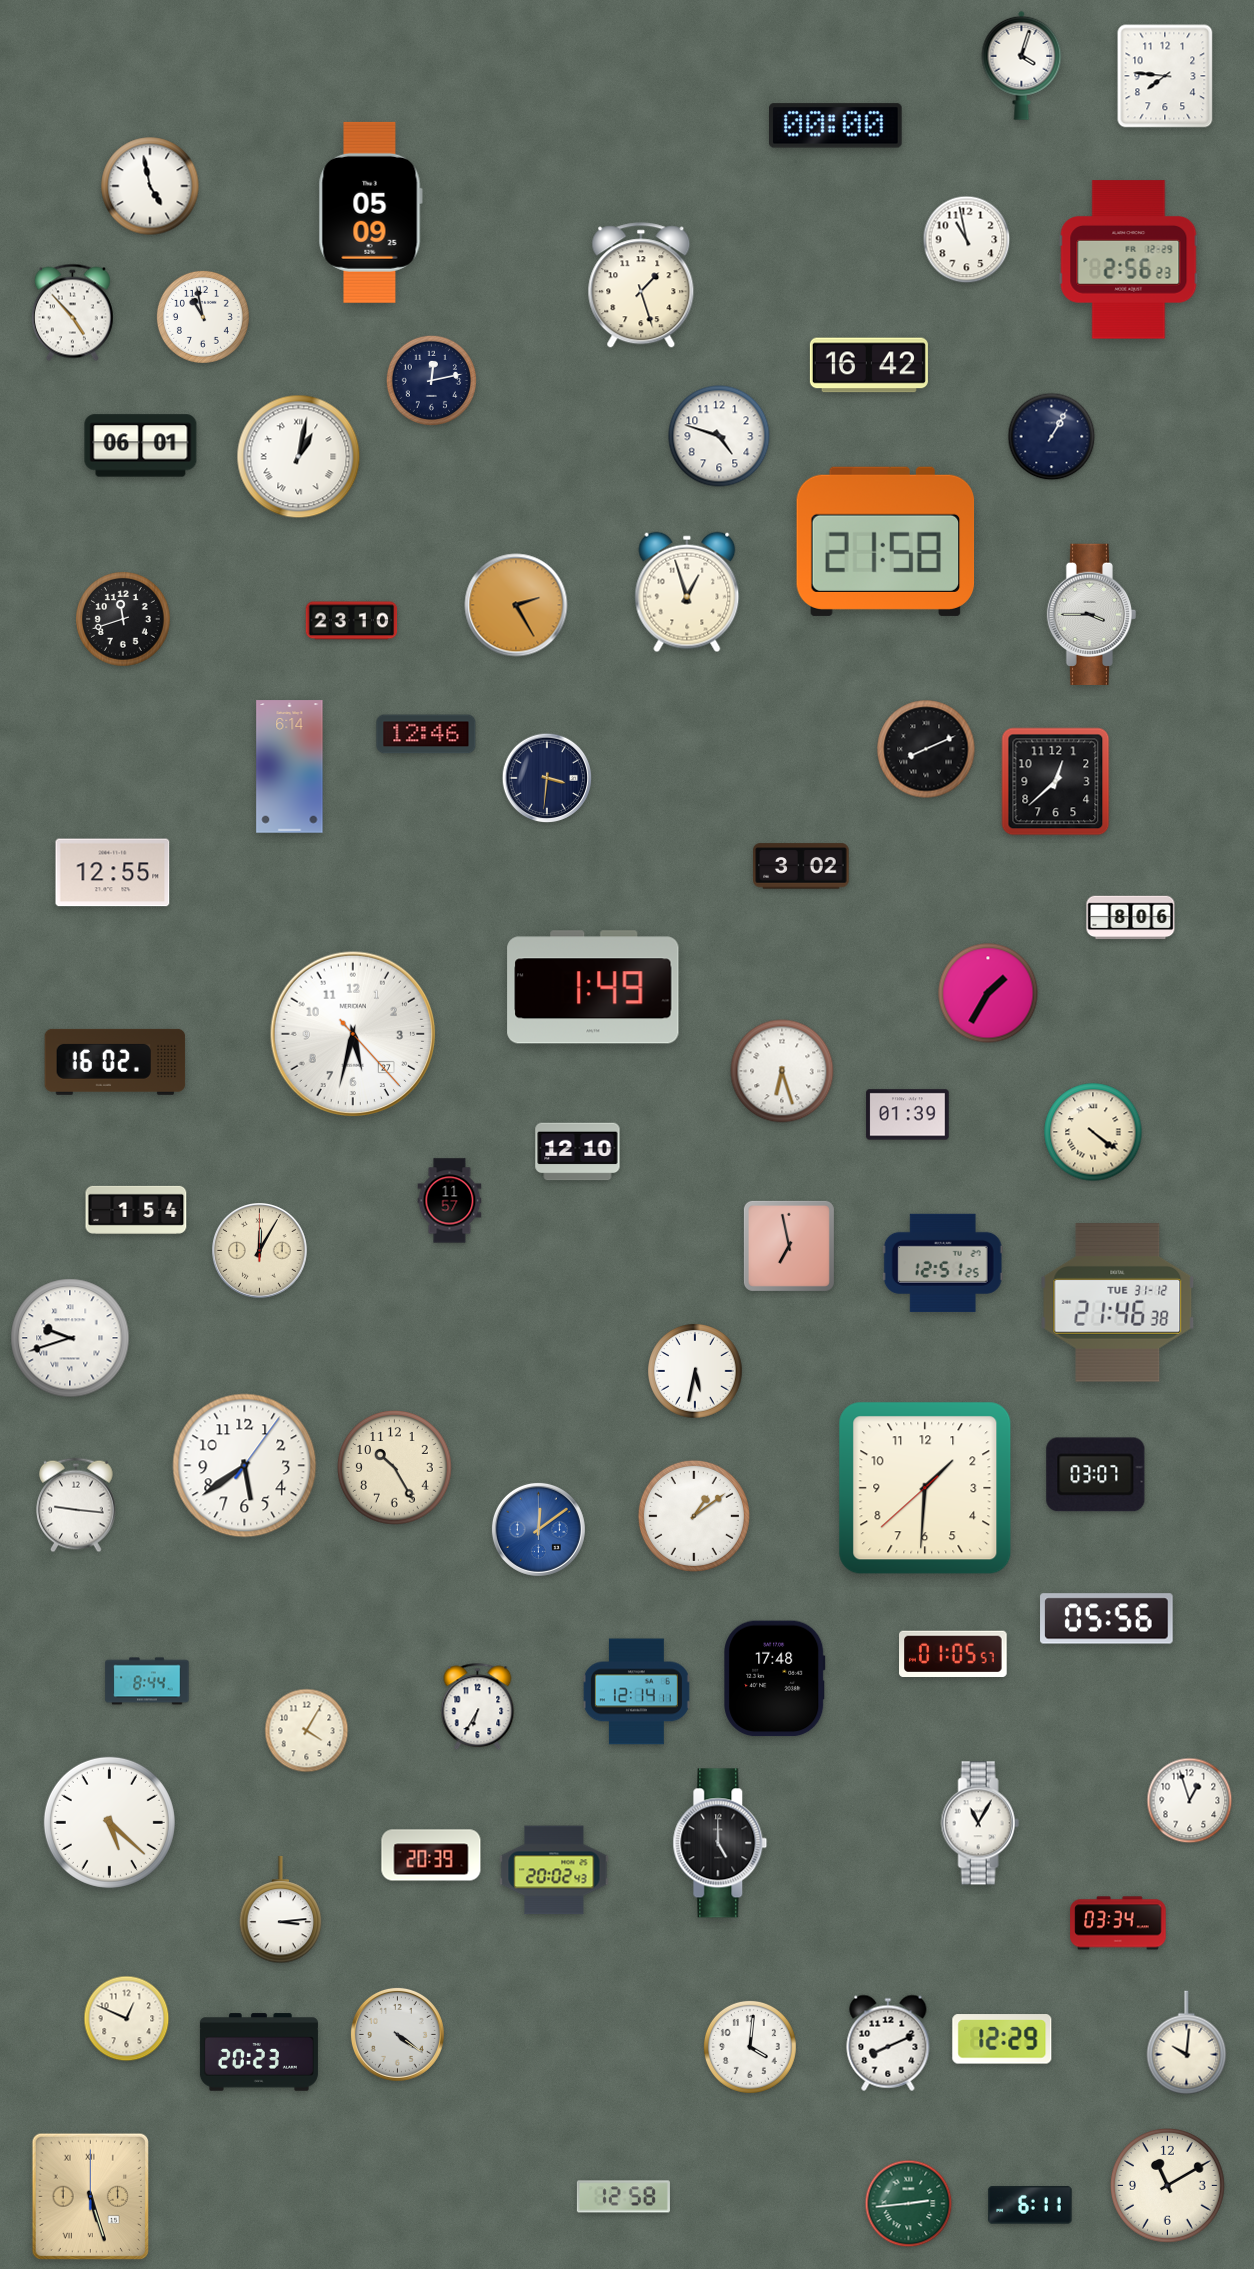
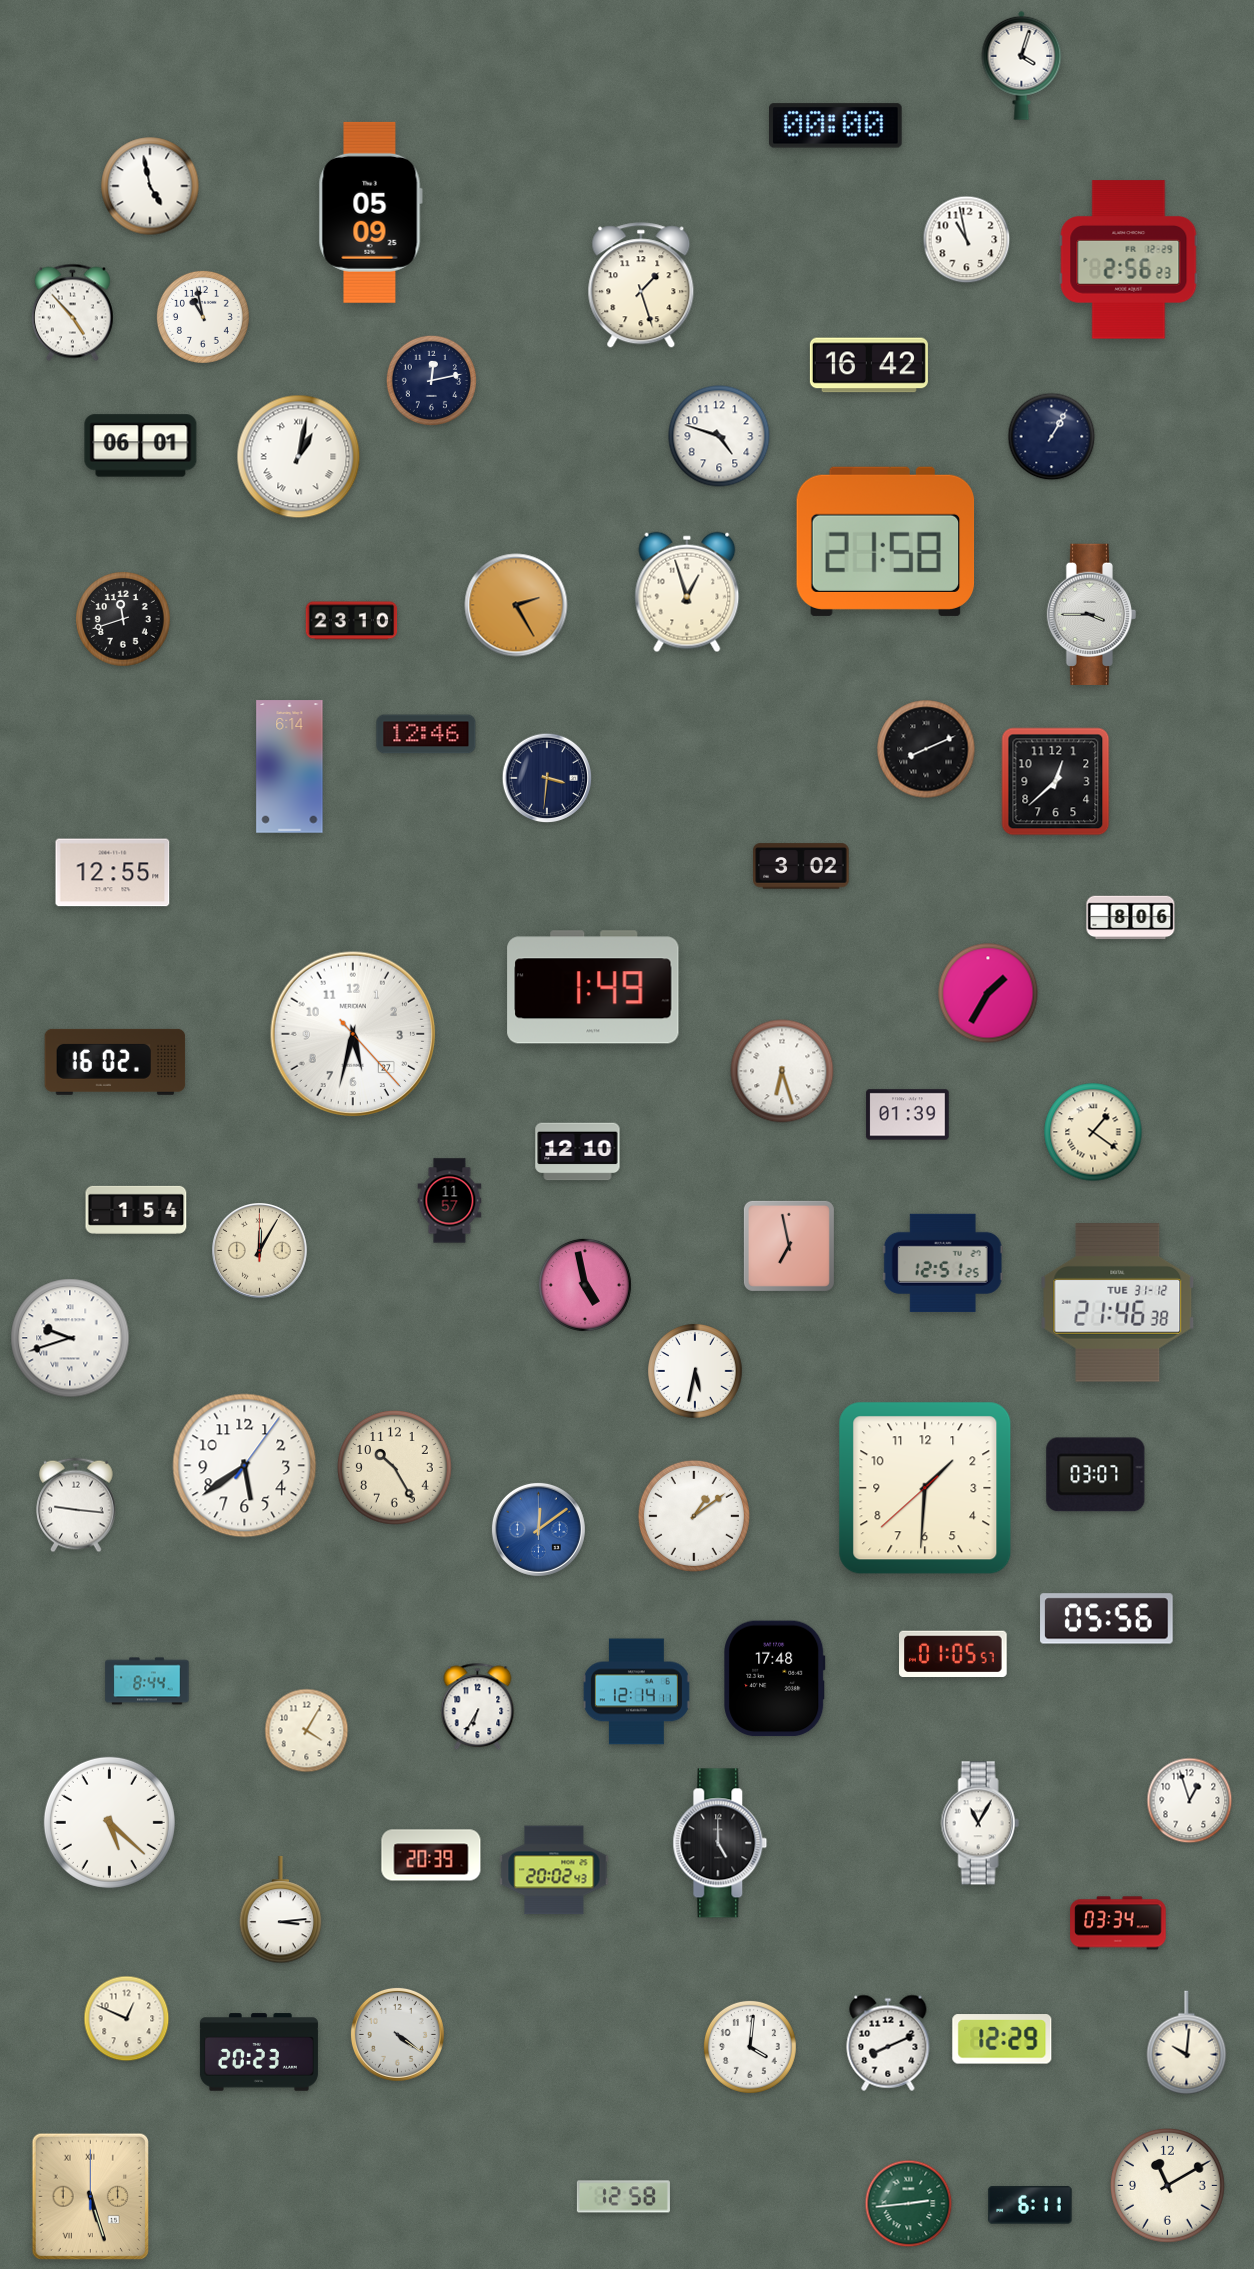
clock at (1165, 76): 7:46 -> none
clock at (1093, 1132): 4:21 -> 1:21
clock at (585, 1285): none -> 4:58
